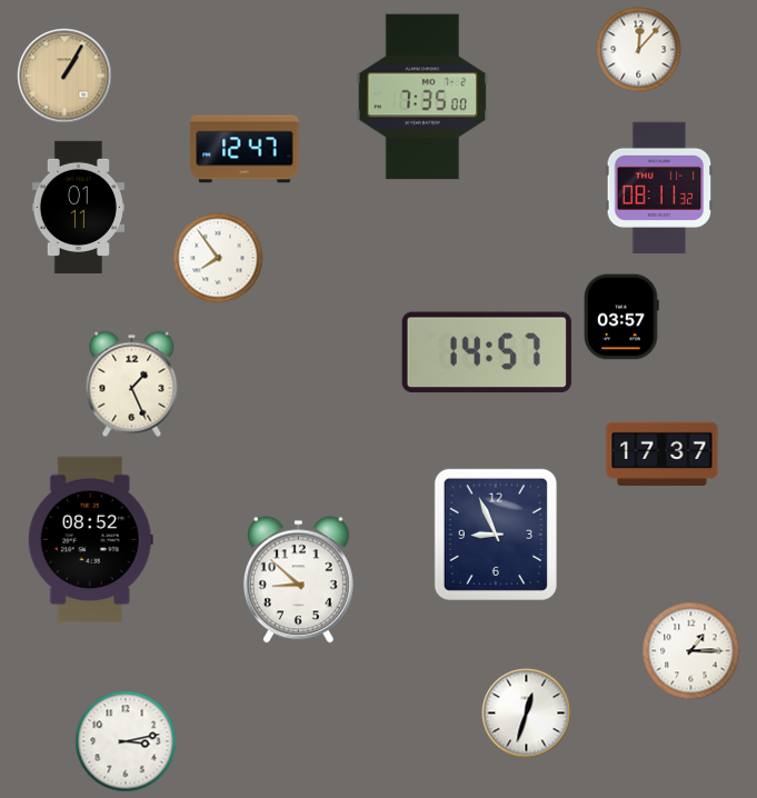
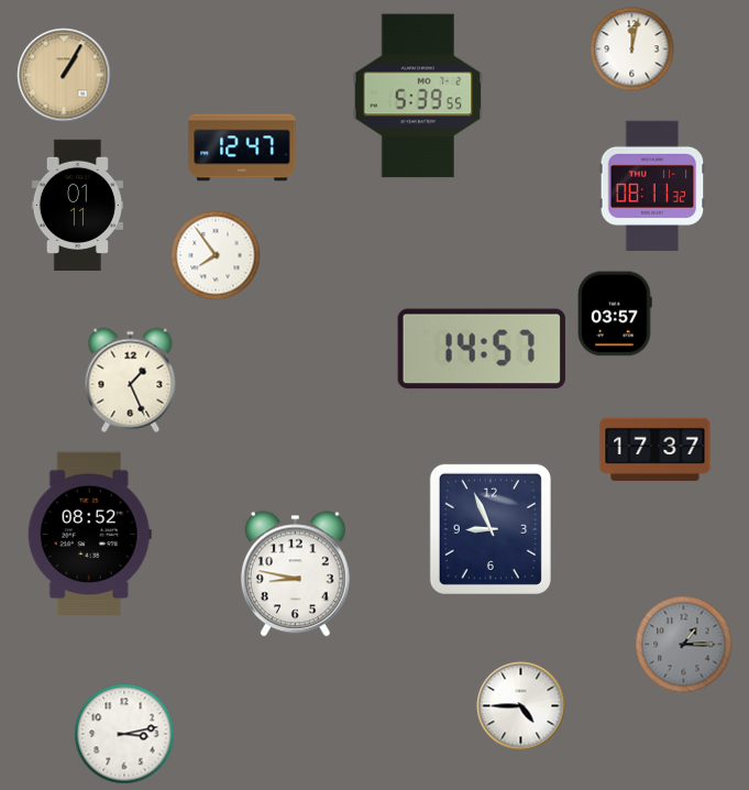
clock at (639, 50): 12:07 -> 12:02
clock at (422, 97): 7:35 -> 5:39
clock at (298, 580): 8:52 -> 8:47
clock at (691, 651) dial: white -> grey
clock at (527, 714): 12:33 -> 4:45
